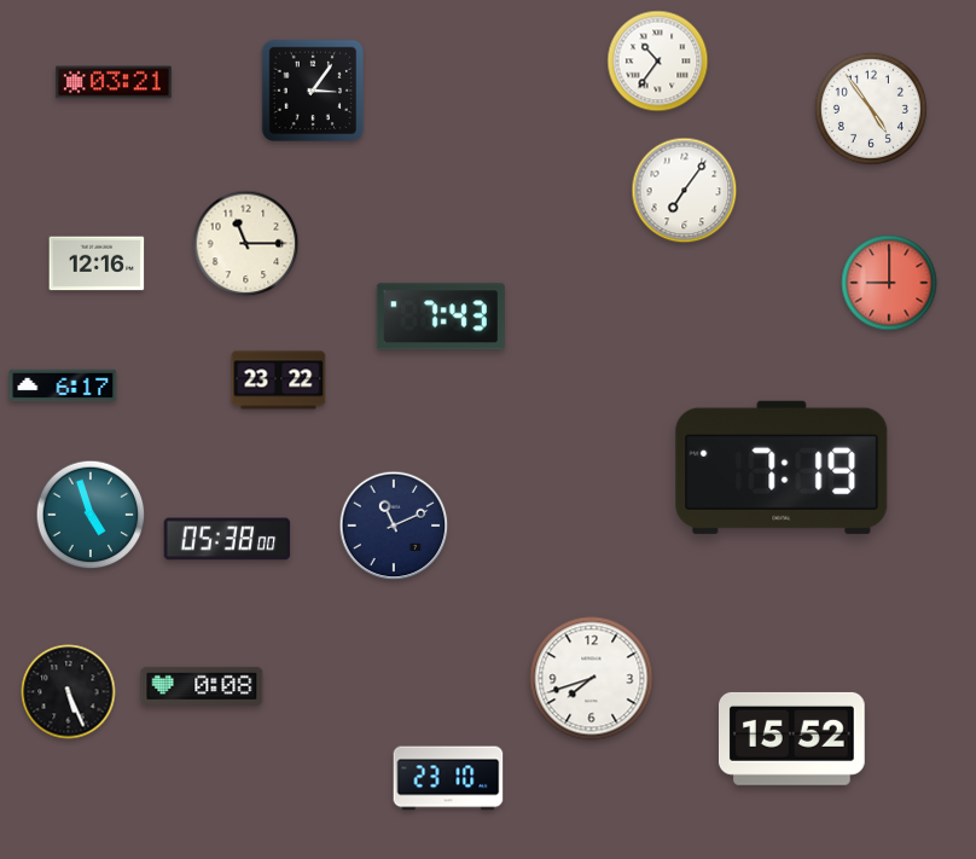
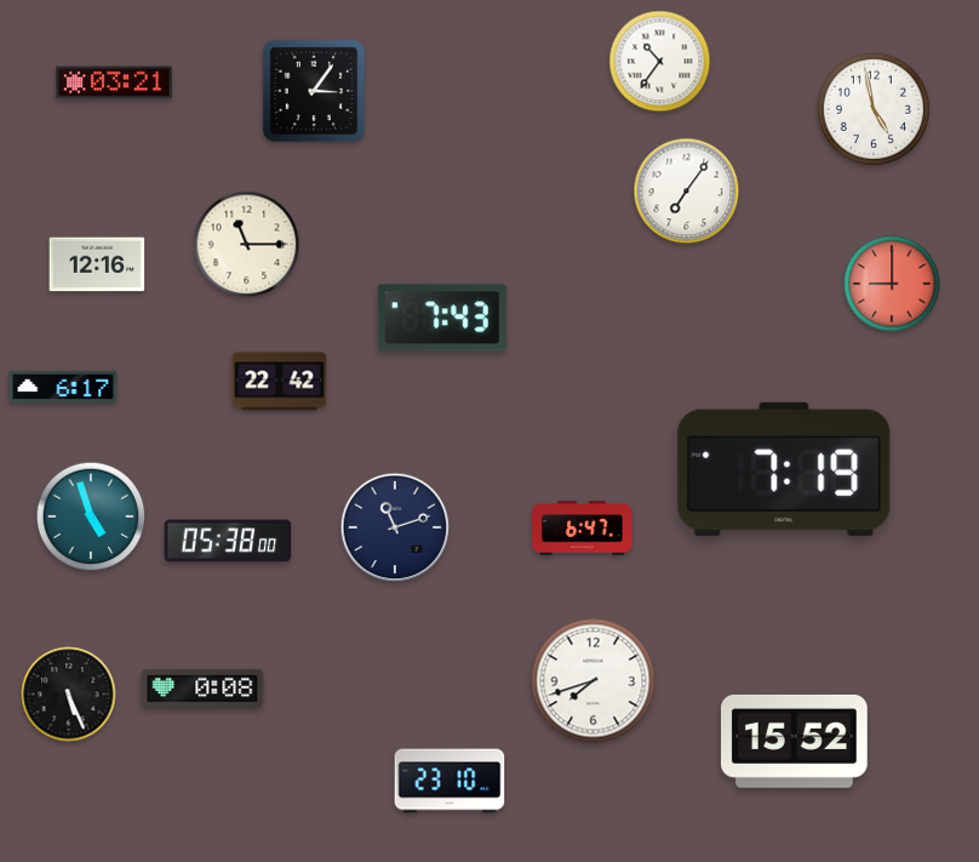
clock at (871, 109): 4:54 -> 4:58
clock at (279, 381): 23:22 -> 22:42
clock at (394, 526): 11:11 -> 11:12
clock at (583, 529): none -> 6:47
